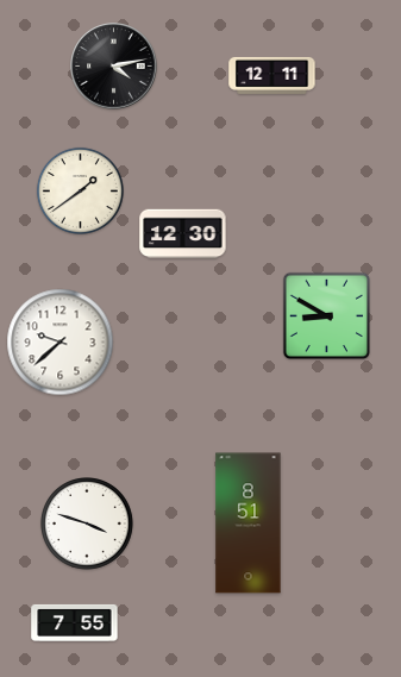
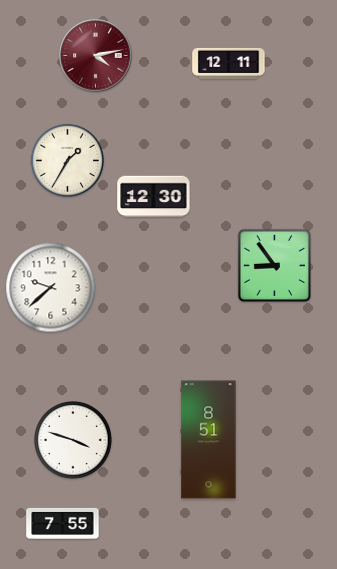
clock at (114, 67) dial: black -> burgundy
clock at (80, 190): 1:39 -> 1:35
clock at (326, 315): 8:50 -> 8:54
